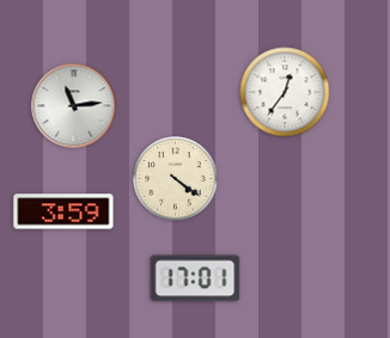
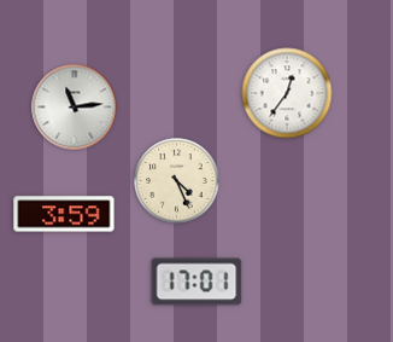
clock at (176, 179): 4:21 -> 4:26
